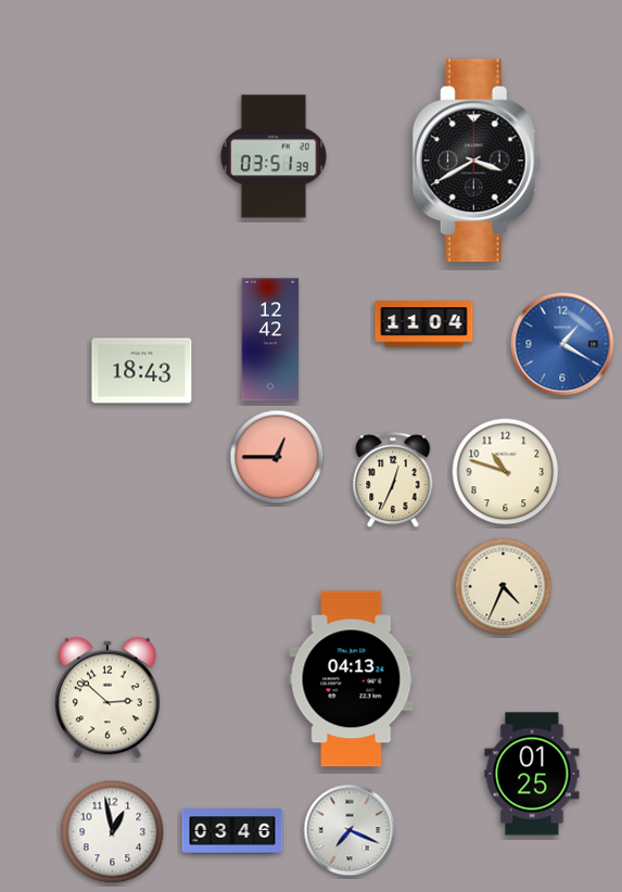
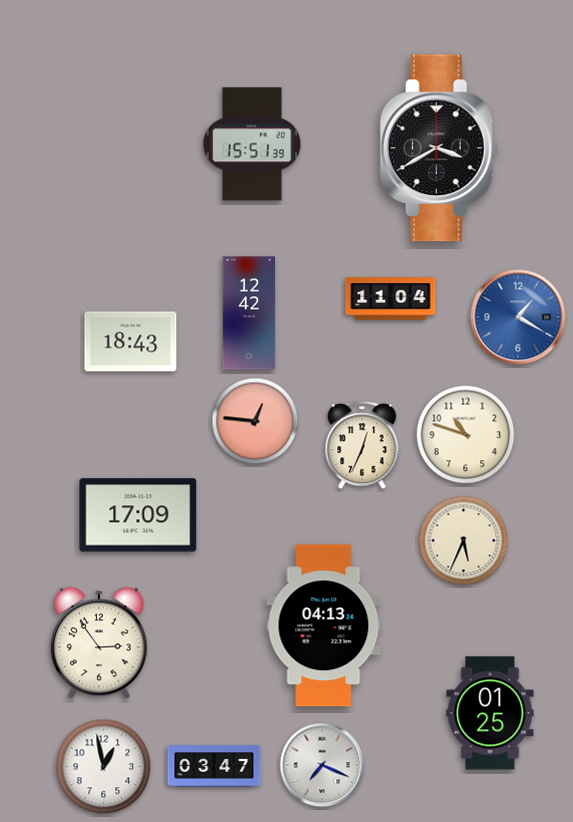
clock at (274, 156): 03:51 -> 15:51
clock at (277, 457): 12:45 -> 12:46
clock at (393, 481) position: (393, 481) -> (362, 446)
clock at (138, 515): none -> 17:09
clock at (504, 587): 4:34 -> 5:34
clock at (107, 698): 2:52 -> 2:54
clock at (232, 831): 03:46 -> 03:47
